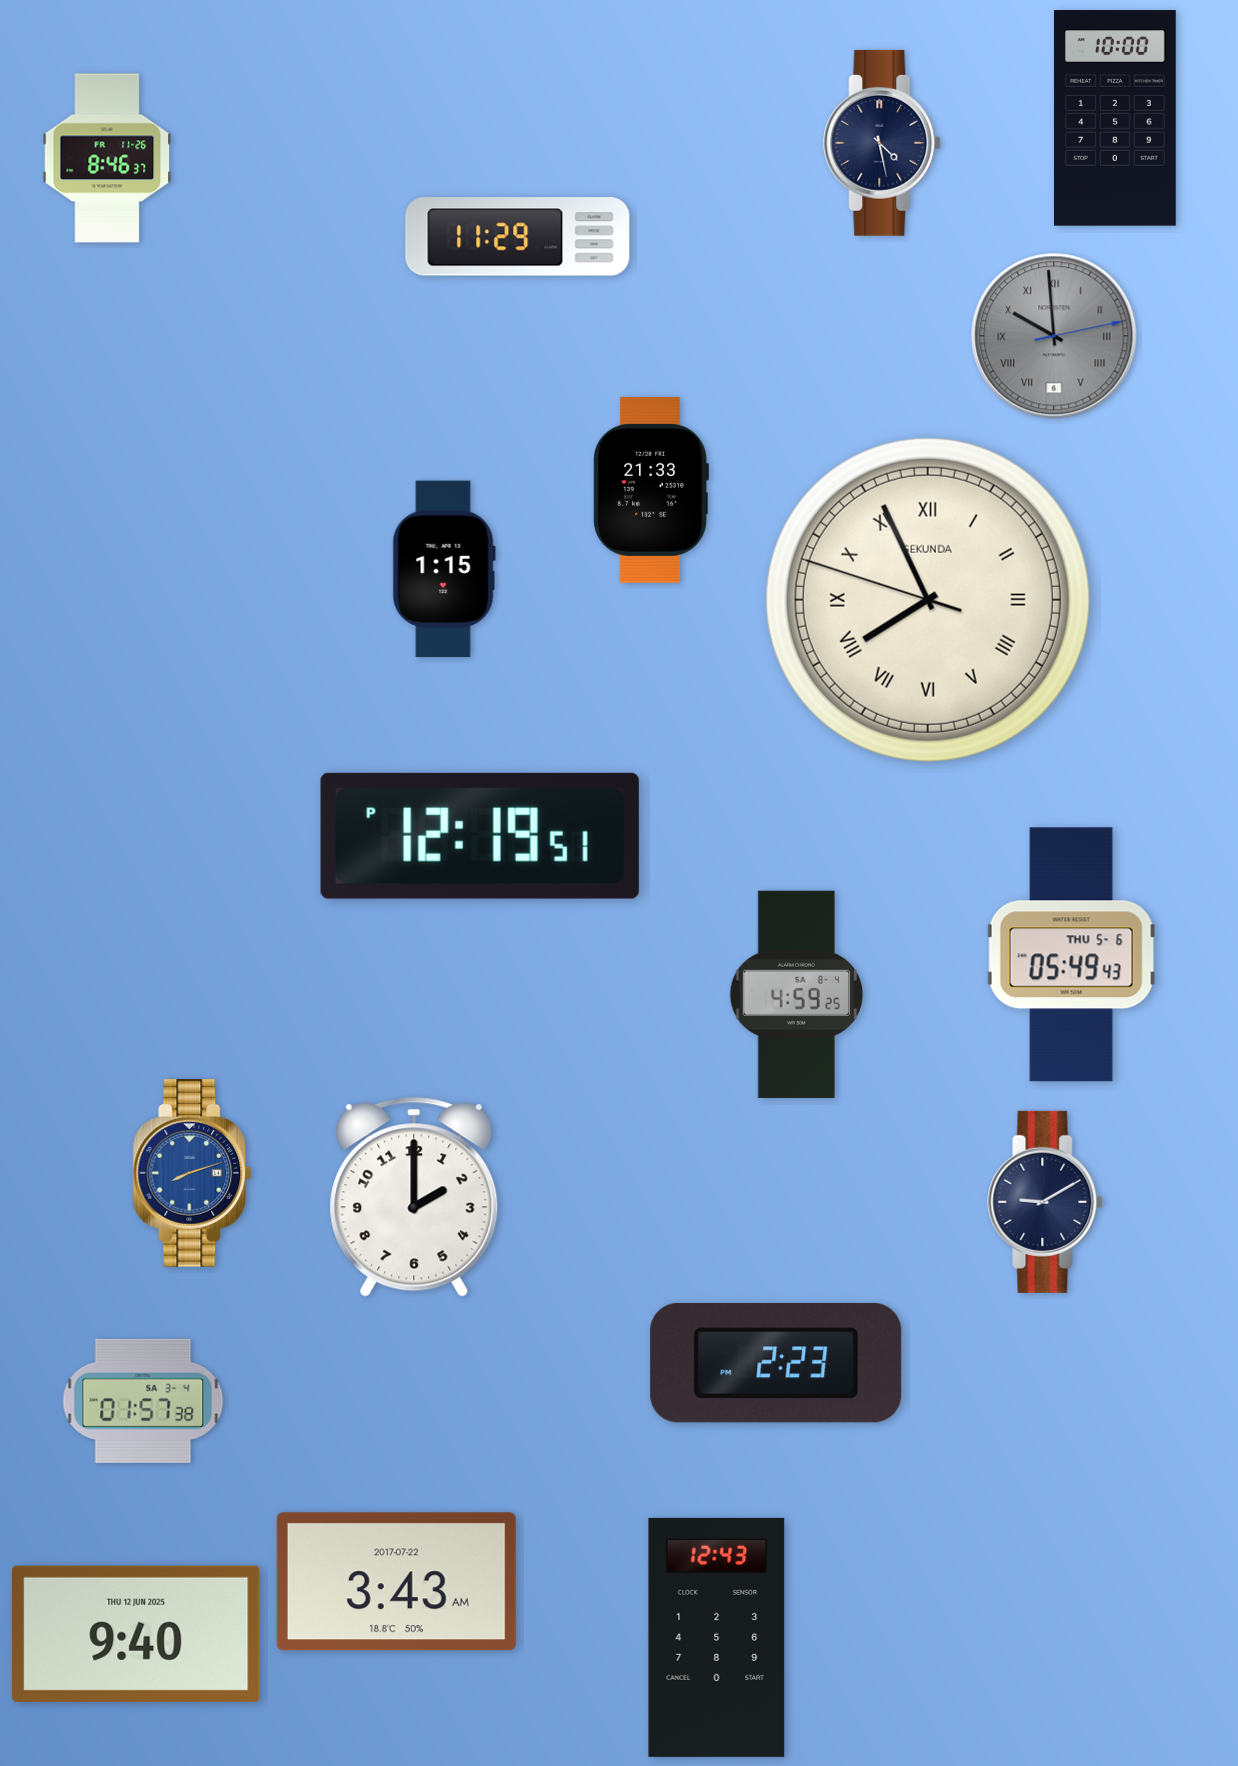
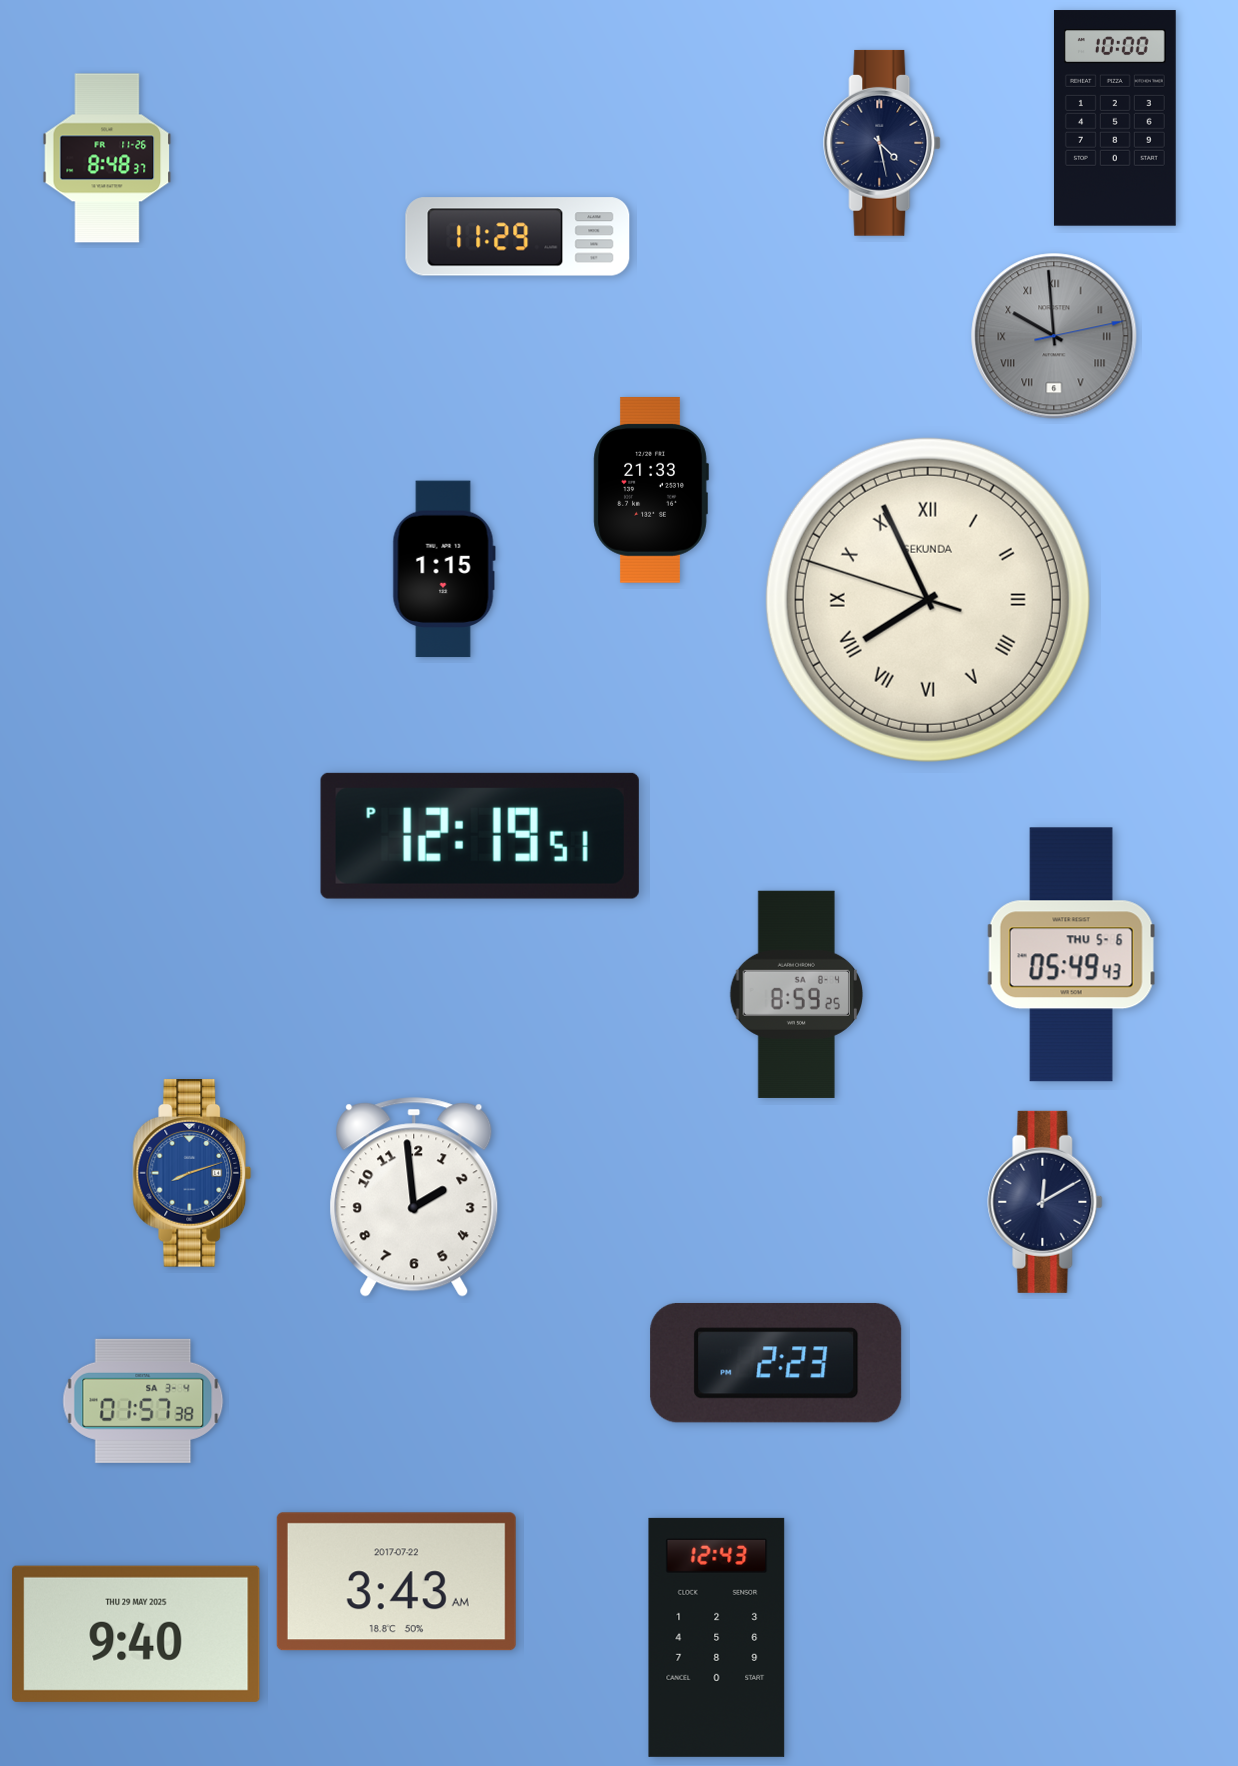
clock at (107, 158): 8:46 -> 8:48
clock at (797, 994): 4:59 -> 8:59
clock at (414, 1197): 2:00 -> 1:59
clock at (1045, 1202): 9:10 -> 12:10
clock at (136, 1634) date: THU 12 JUN 2025 -> THU 29 MAY 2025
